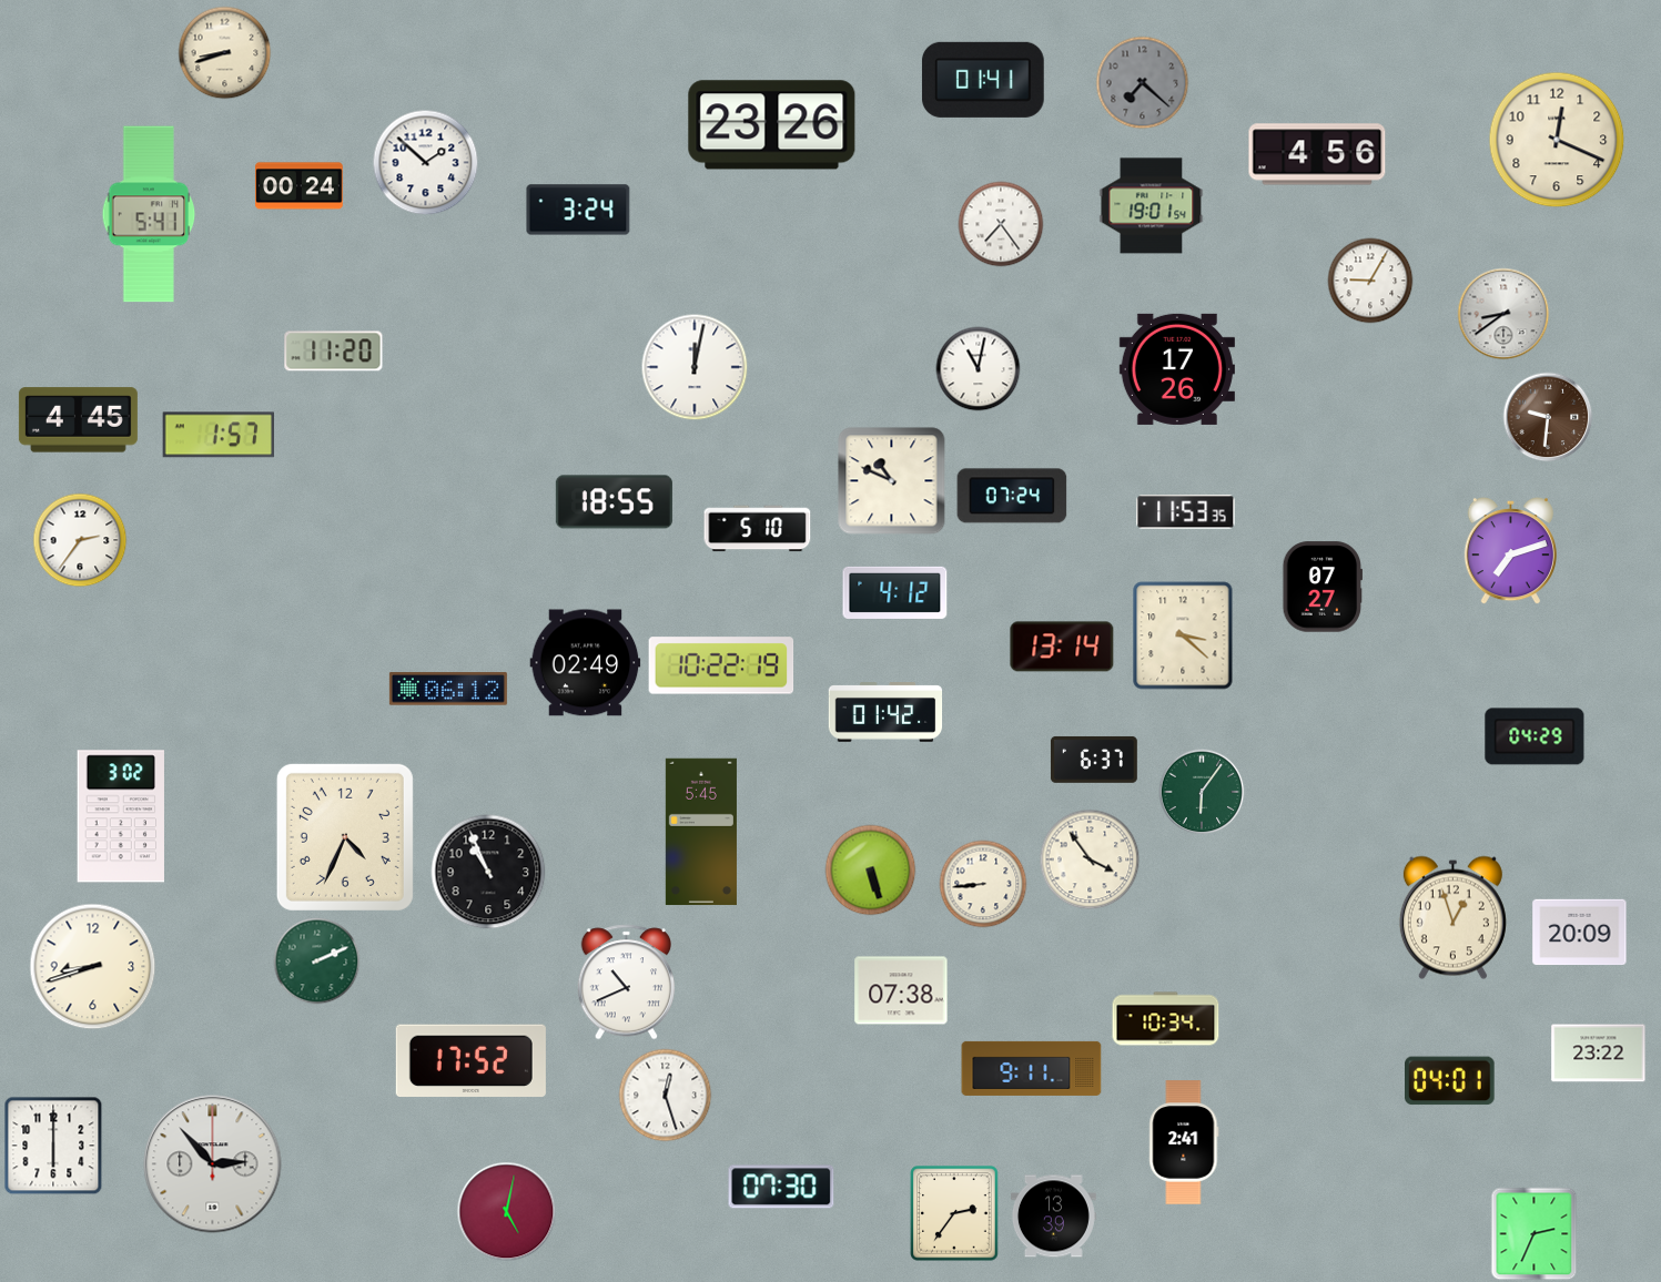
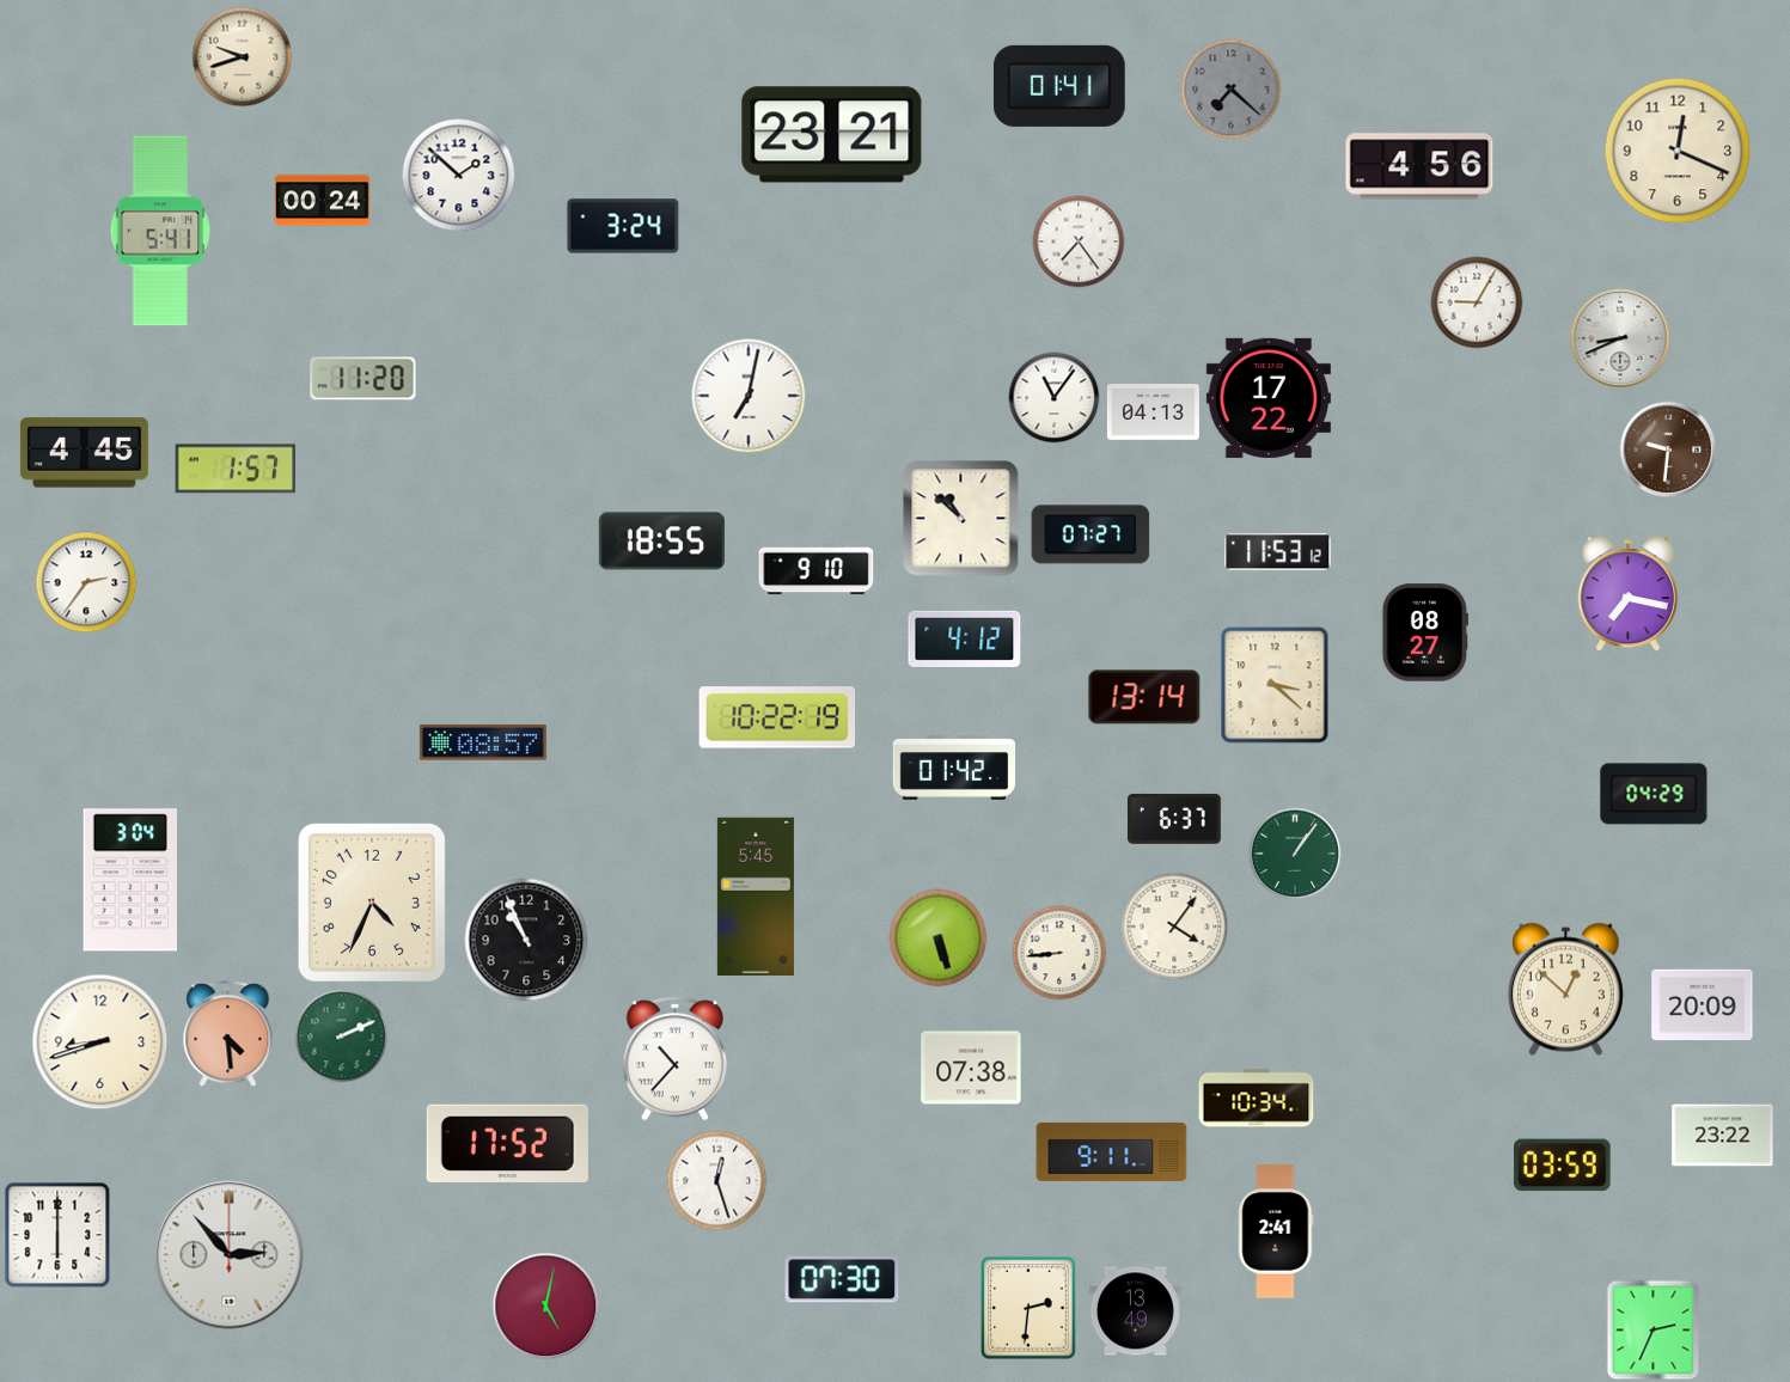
clock at (225, 53): 8:42 -> 9:42
clock at (772, 125): 23:26 -> 23:21
clock at (1152, 206): 19:01 -> none
clock at (1503, 314): 8:39 -> 8:41
clock at (334, 352) position: (334, 352) -> (364, 379)
clock at (695, 367): 12:02 -> 7:02
clock at (979, 369): 11:02 -> 11:06
clock at (1177, 369): 17:26 -> 17:22
clock at (1153, 412): none -> 04:13
clock at (892, 481): 10:49 -> 10:52
clock at (1012, 496): 07:24 -> 07:27
clock at (1186, 512): 11:53:35 -> 11:53:12
clock at (758, 529): 5:10 -> 9:10
clock at (1510, 551): 7:12 -> 7:17
clock at (1321, 587): 07:27 -> 08:27
clock at (586, 663): 02:49 -> none
clock at (448, 689): 06:12 -> 08:57
clock at (1094, 760) position: (1094, 760) -> (1174, 819)
clock at (1202, 792): 6:06 -> 1:06
clock at (121, 816): 3:02 -> 3:04
clock at (1090, 859): 3:54 -> 4:06
clock at (1452, 918): 12:57 -> 12:52
clock at (228, 1034): none -> 4:29
clock at (626, 983): 10:41 -> 10:37
clock at (1450, 1081): 04:01 -> 03:59
clock at (954, 1213): 2:36 -> 2:31
clock at (1053, 1217): 13:39 -> 13:49
